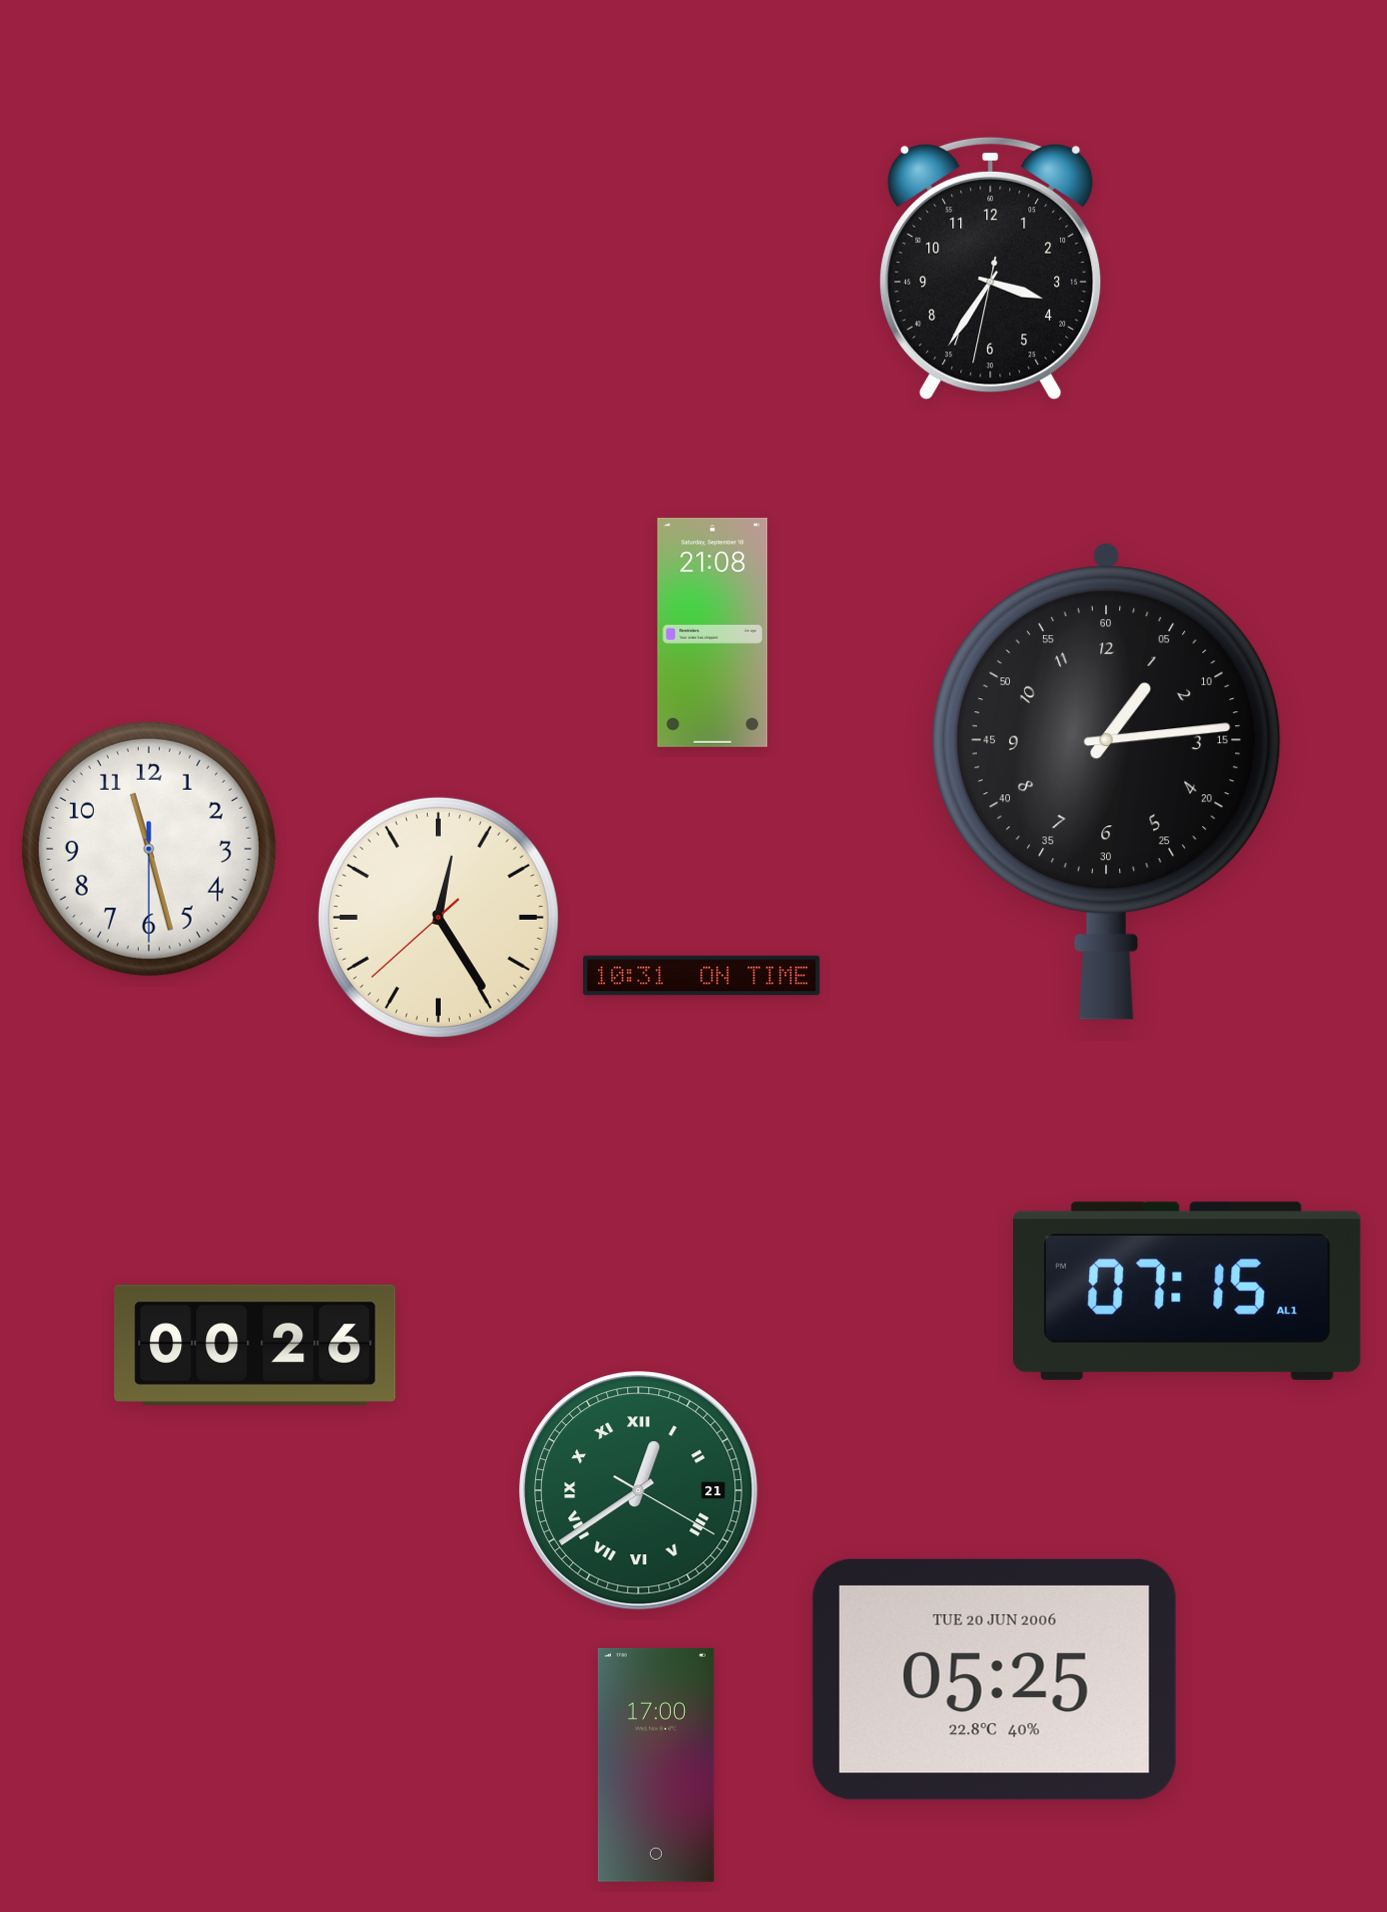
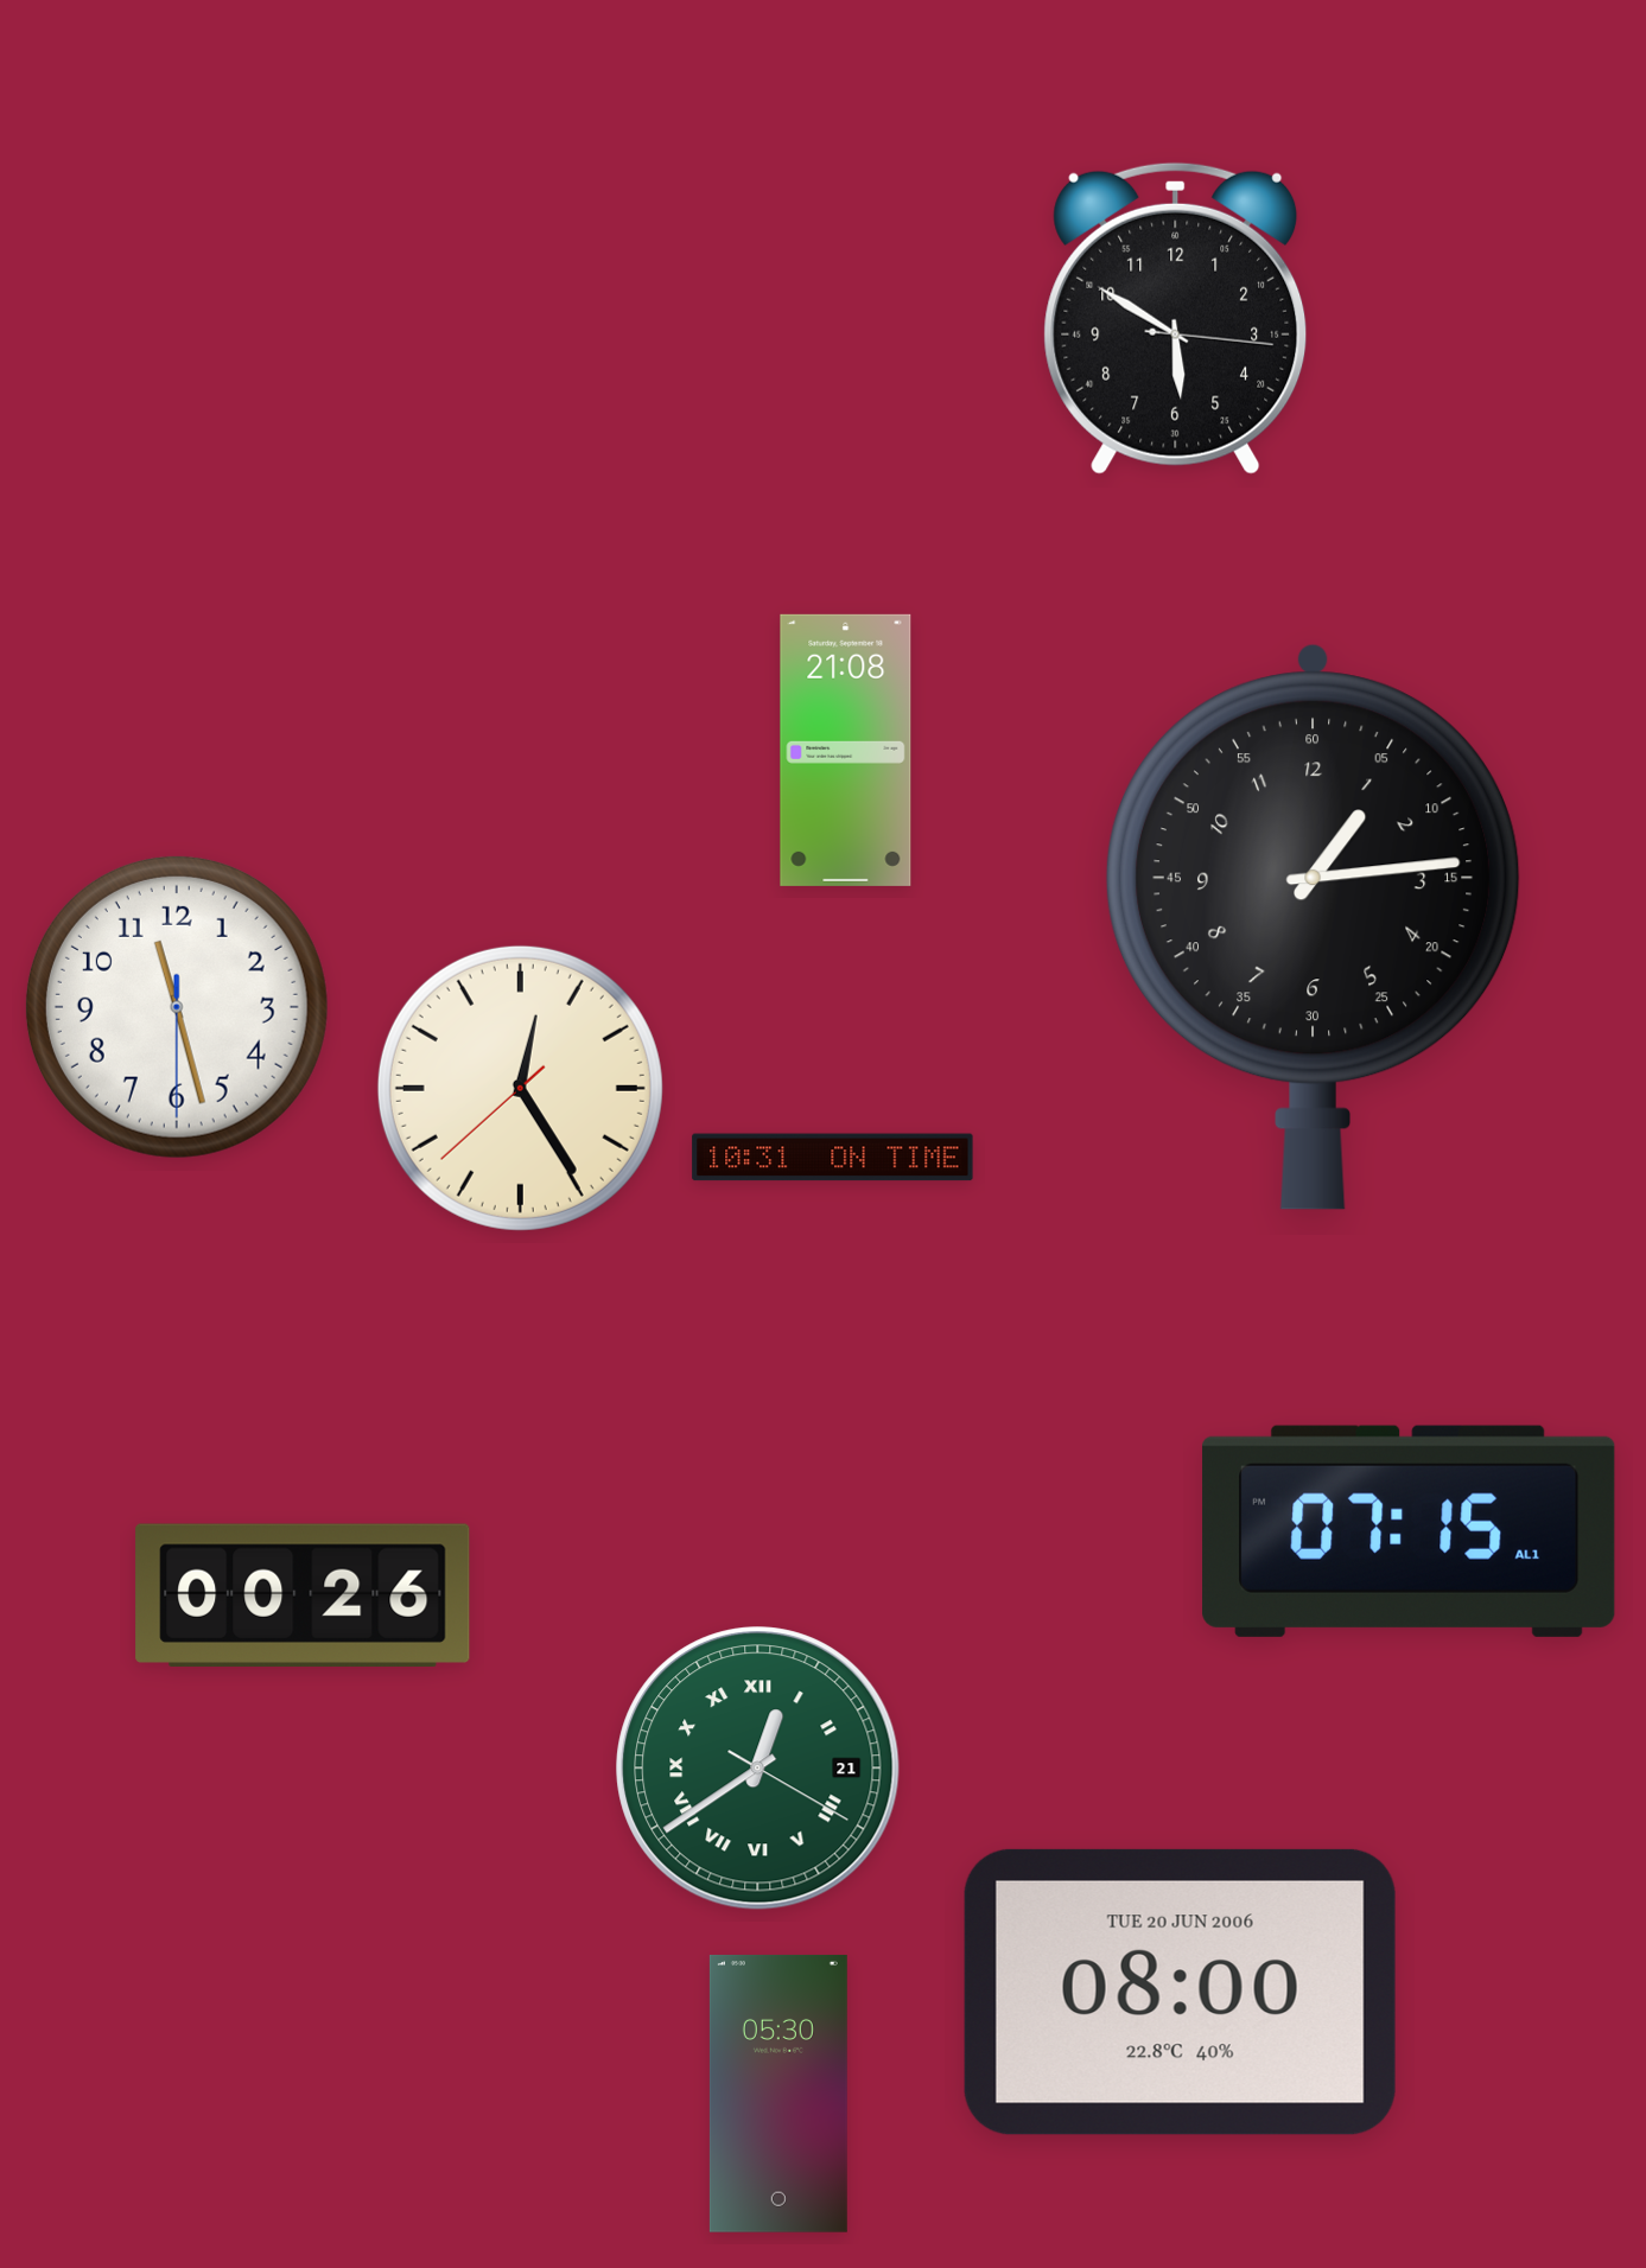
clock at (991, 268): 3:35 -> 5:50
clock at (994, 1679): 05:25 -> 08:00
clock at (656, 1765): 17:00 -> 05:30
